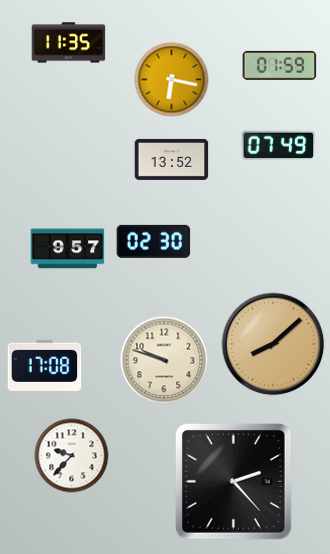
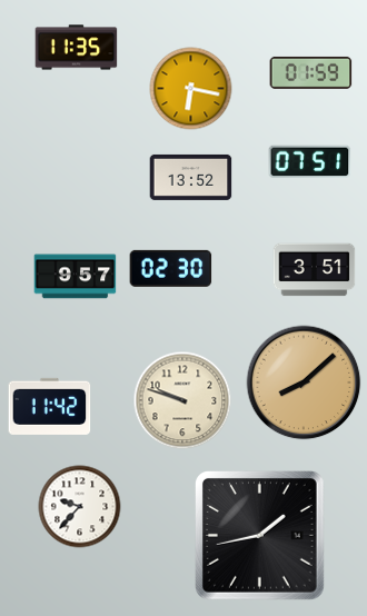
clock at (279, 146): 07:49 -> 07:51
clock at (315, 270): none -> 3:51
clock at (45, 365): 17:08 -> 11:42
clock at (234, 482): 2:23 -> 1:43
